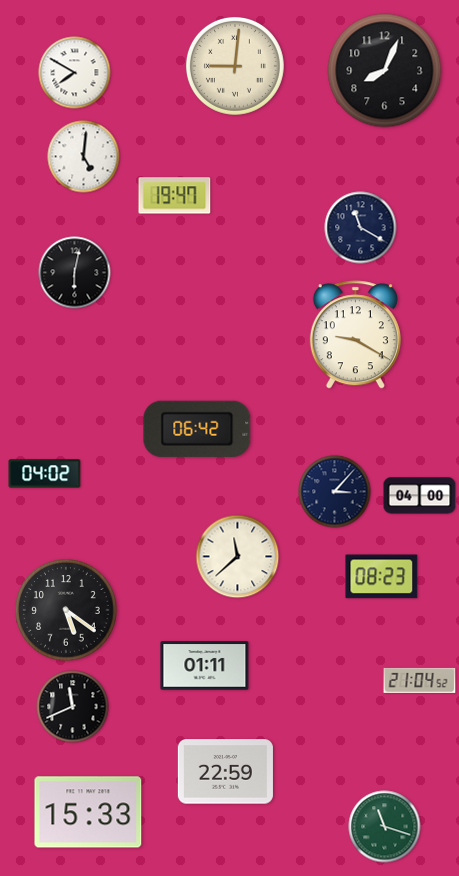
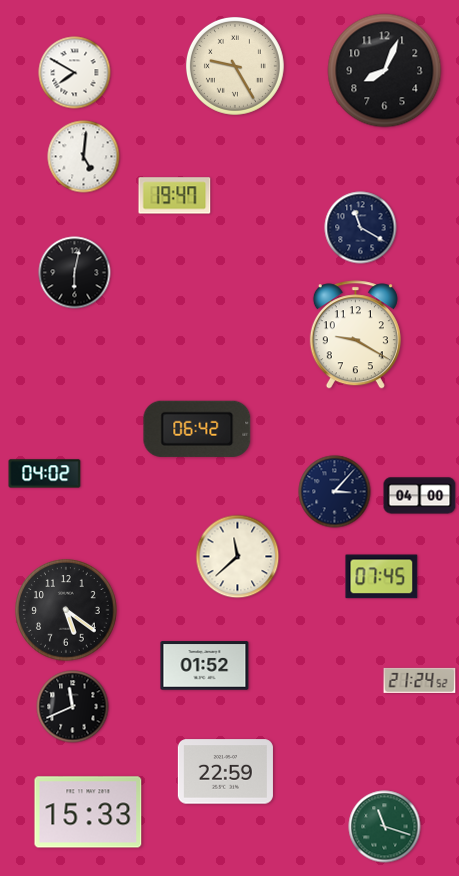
clock at (235, 66): 9:01 -> 9:25
clock at (382, 577): 08:23 -> 07:45
clock at (205, 666): 01:11 -> 01:52
clock at (420, 680): 21:04 -> 21:24
